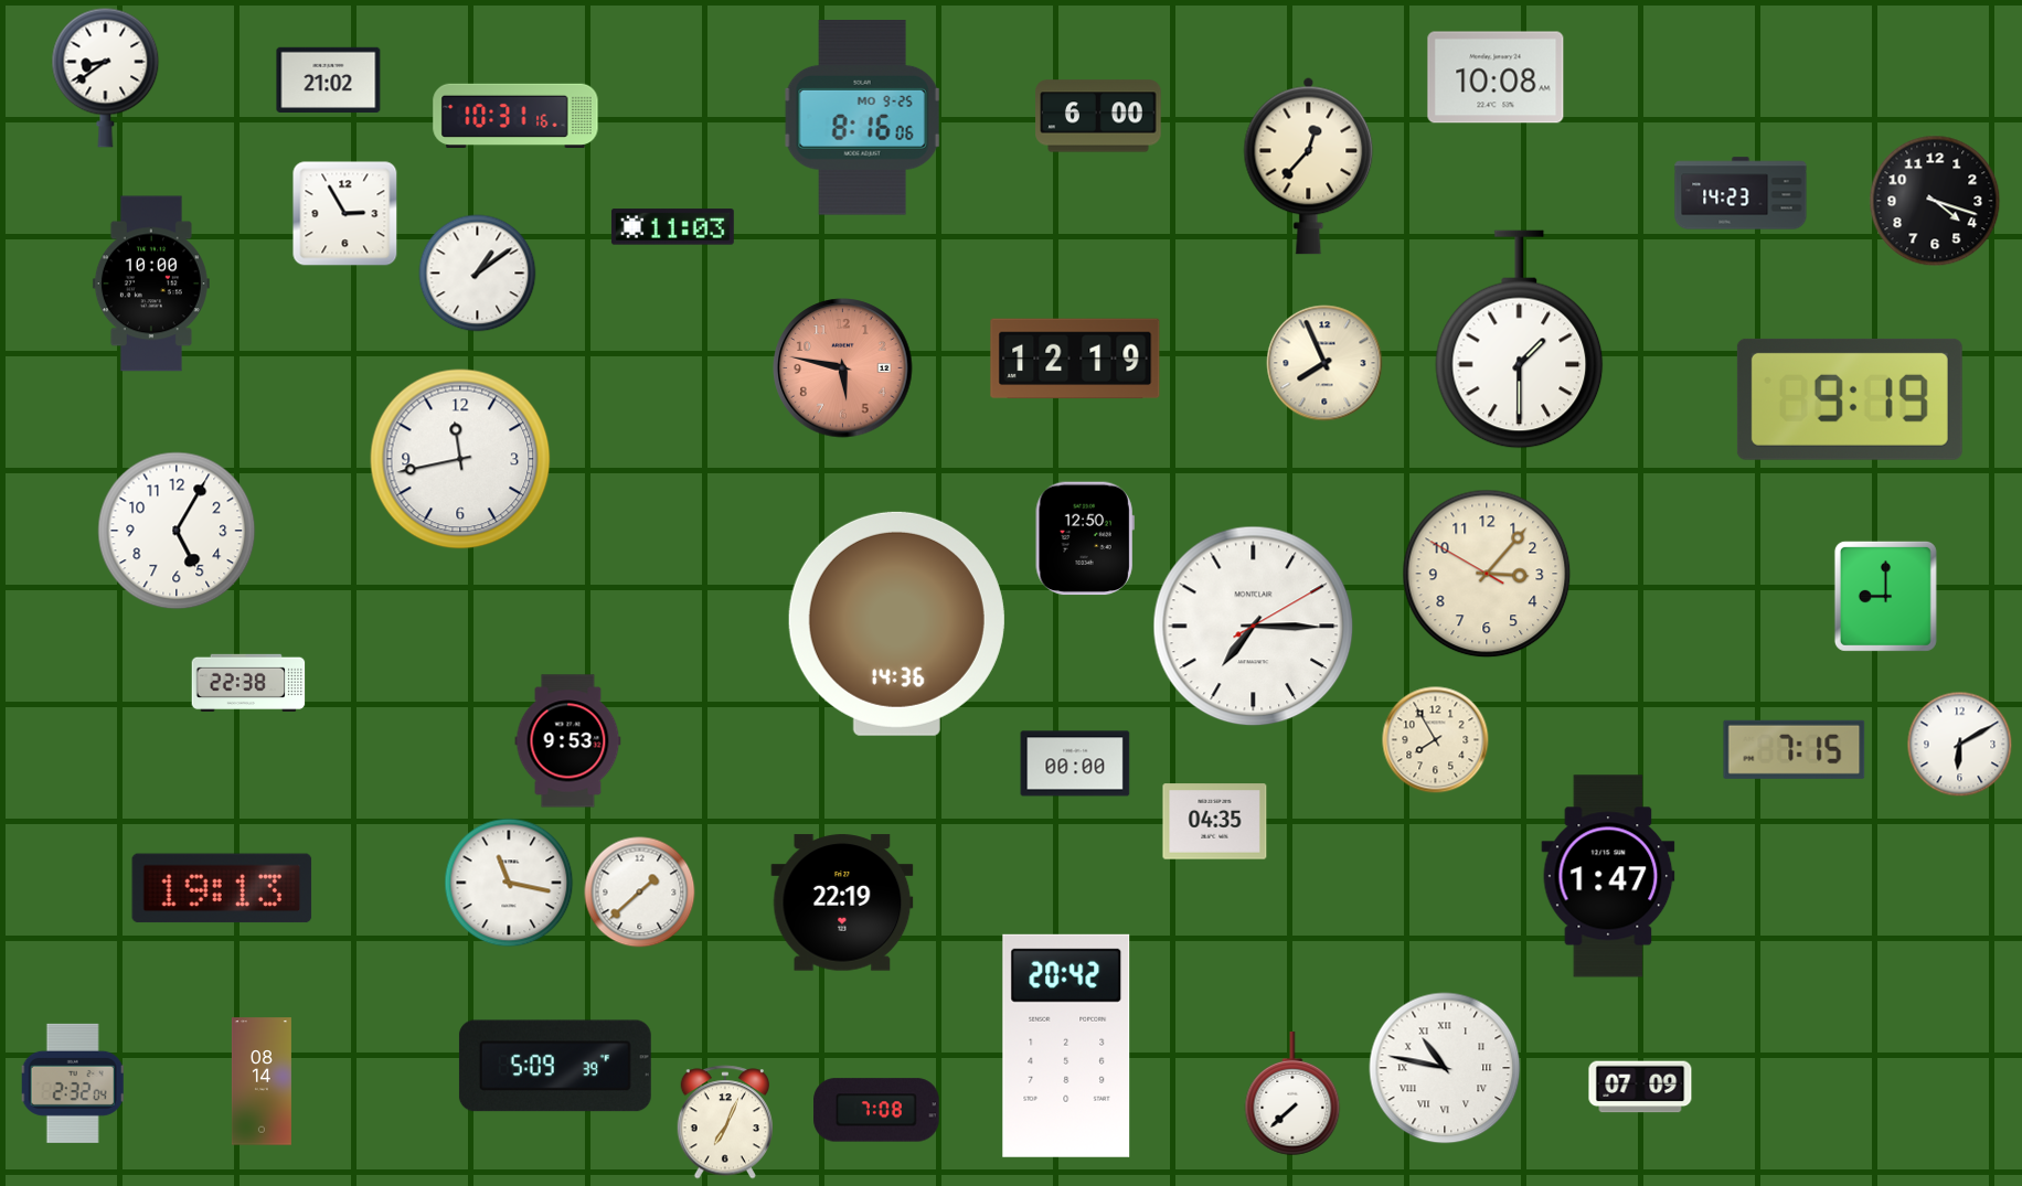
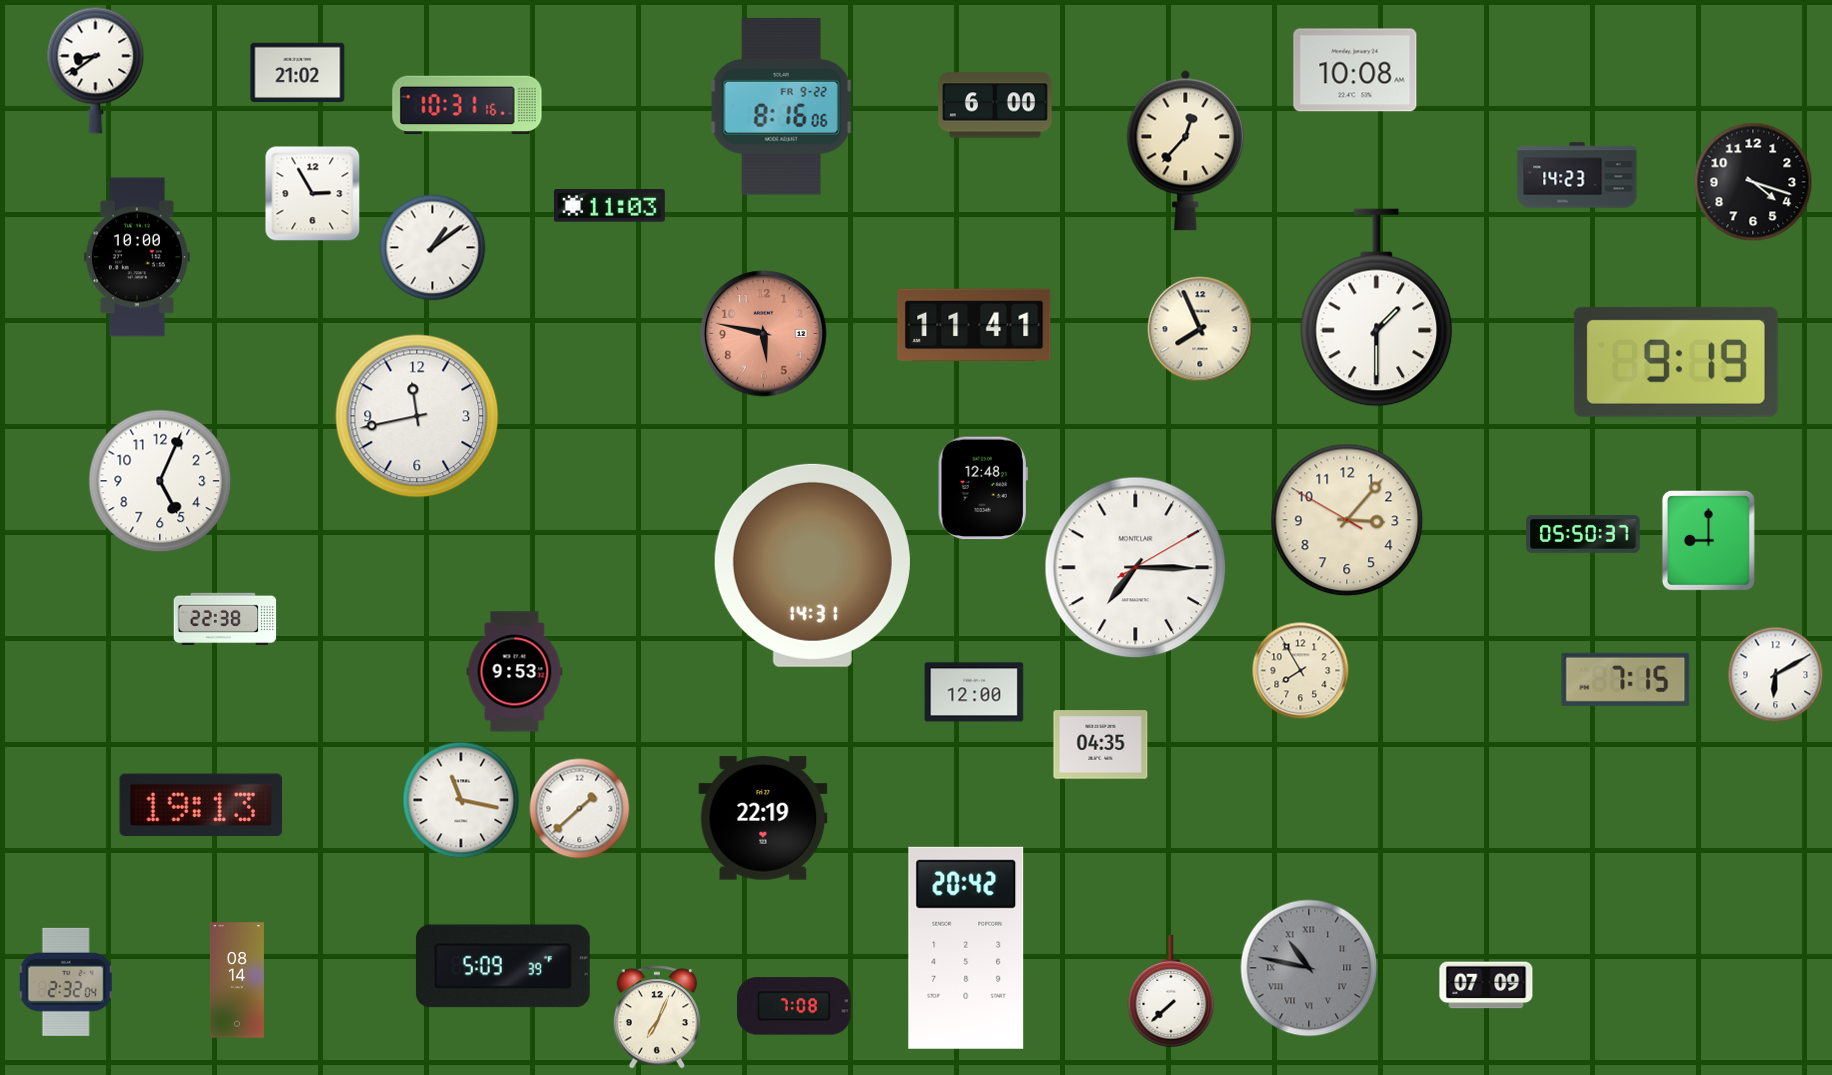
clock at (863, 118) date: MO 9-25 -> FR 9-22
clock at (1075, 359): 12:19 -> 11:41
clock at (177, 531): 5:05 -> 5:04
clock at (1085, 538): 12:50 -> 12:48
clock at (1583, 534): none -> 05:50
clock at (896, 623): 14:36 -> 14:31
clock at (1075, 763): 00:00 -> 12:00
clock at (1608, 876): 1:47 -> none
clock at (1445, 1068) dial: white -> grey
